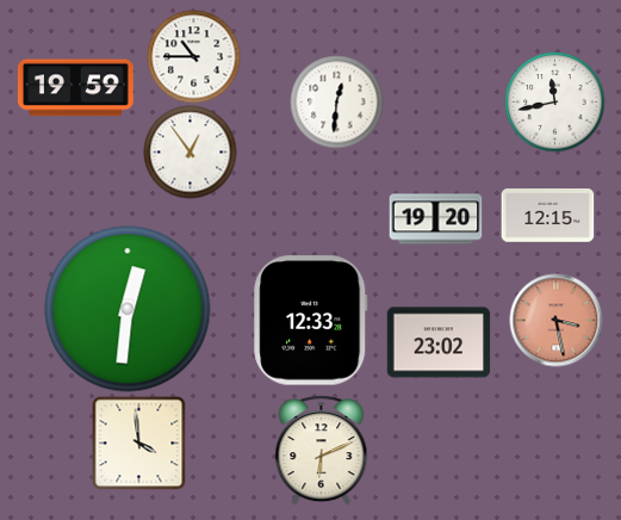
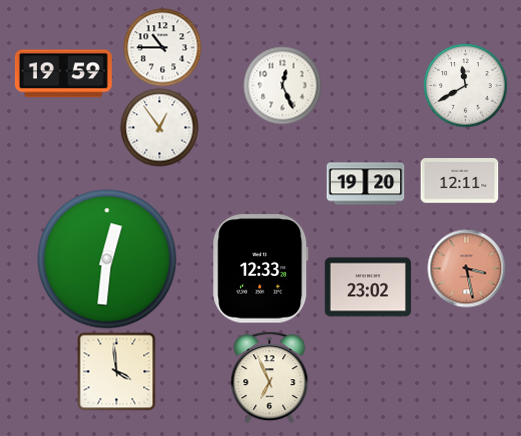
clock at (336, 101): 12:31 -> 12:26
clock at (554, 101): 11:43 -> 11:40
clock at (547, 216): 12:15 -> 12:11
clock at (322, 450): 6:11 -> 6:56
